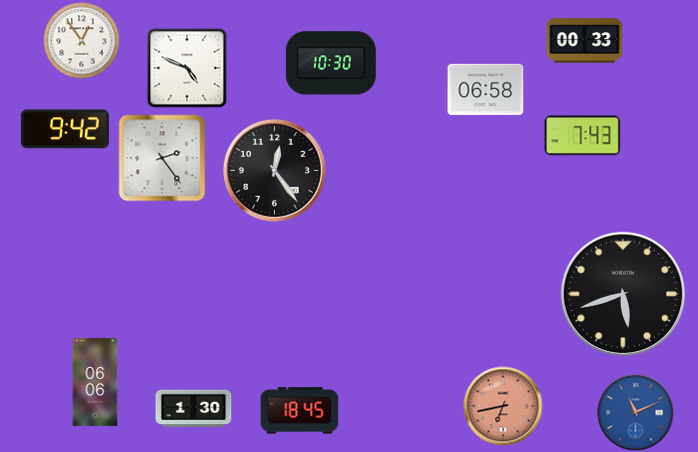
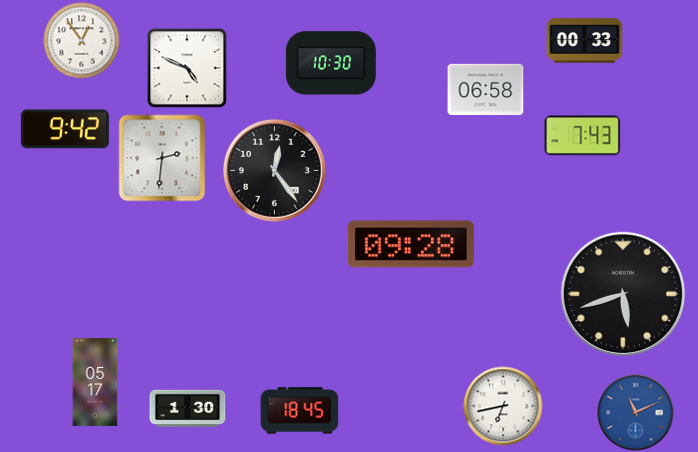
clock at (162, 158): 2:24 -> 2:31
clock at (411, 244): none -> 09:28
clock at (95, 382): 06:06 -> 05:17
clock at (503, 406) dial: salmon -> white
clock at (194, 409) position: (194, 409) -> (188, 409)
